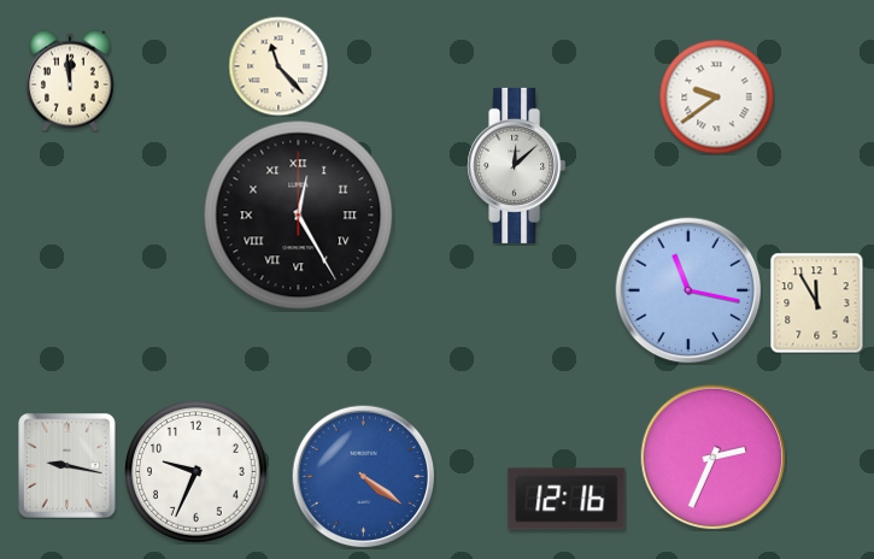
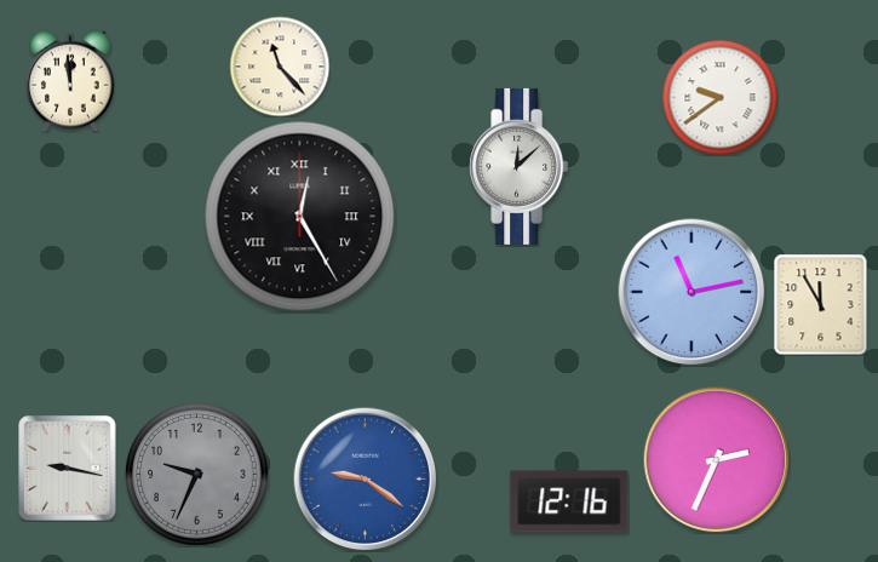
clock at (688, 290): 11:17 -> 11:13
clock at (196, 472) dial: white -> grey
clock at (363, 476): 4:21 -> 9:21
